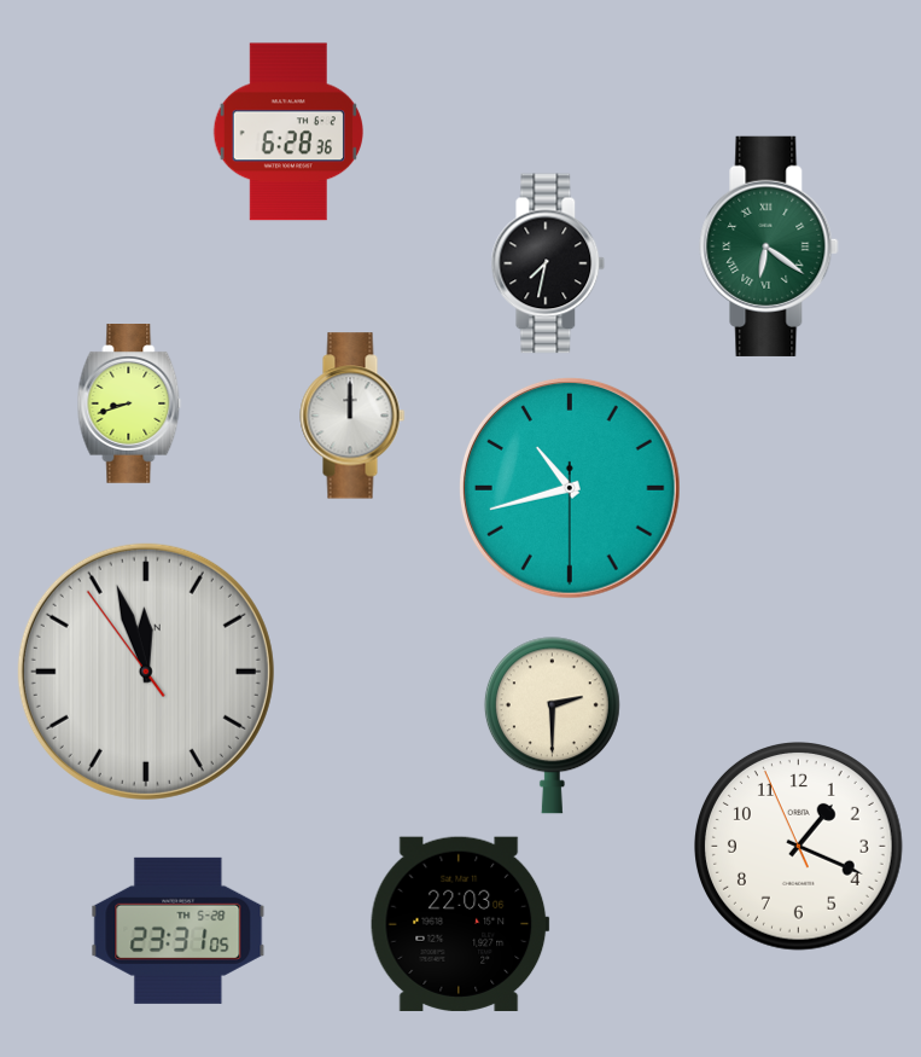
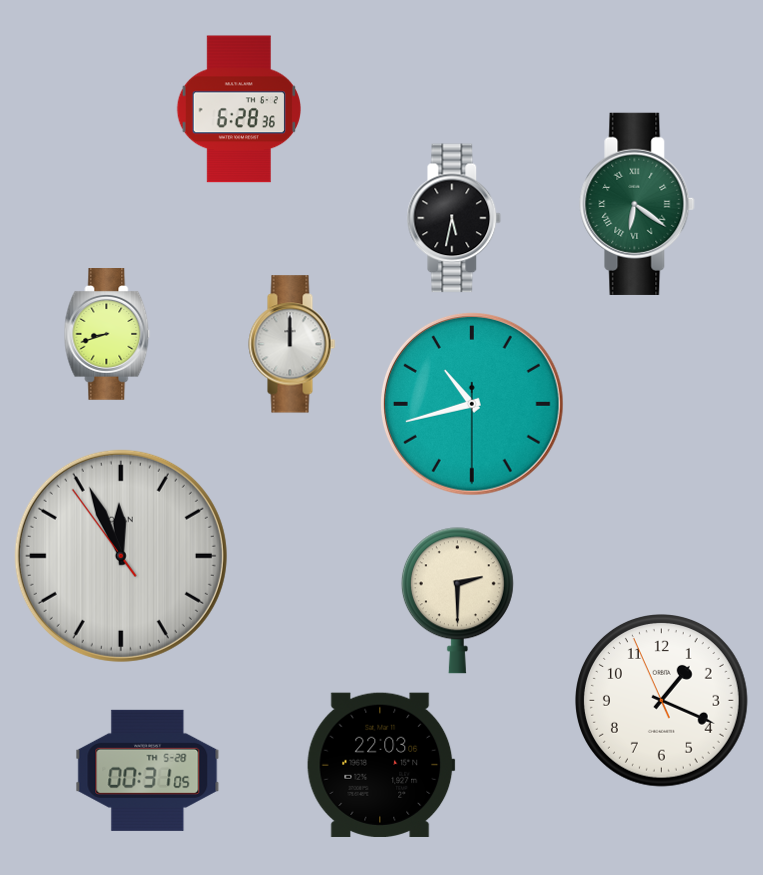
clock at (548, 263): 7:32 -> 5:32
clock at (146, 672): 11:56 -> 11:55
clock at (179, 930): 23:31 -> 00:31
